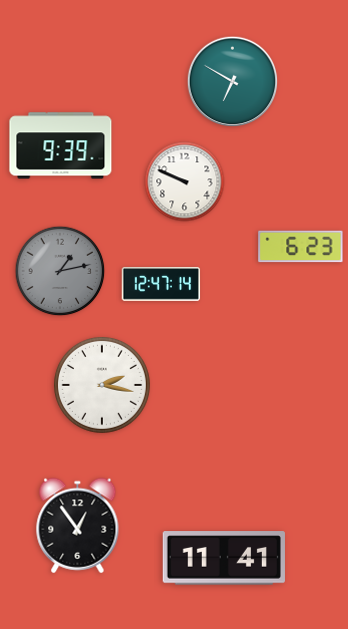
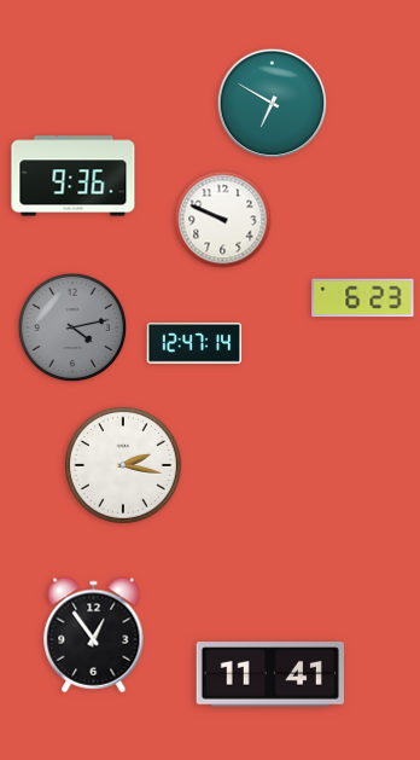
clock at (233, 82) position: (233, 82) -> (273, 104)
clock at (61, 146): 9:39 -> 9:36
clock at (60, 271): 1:13 -> 4:13
